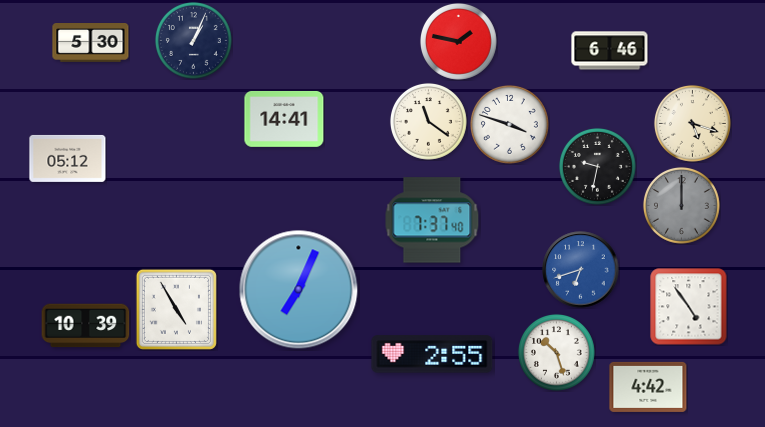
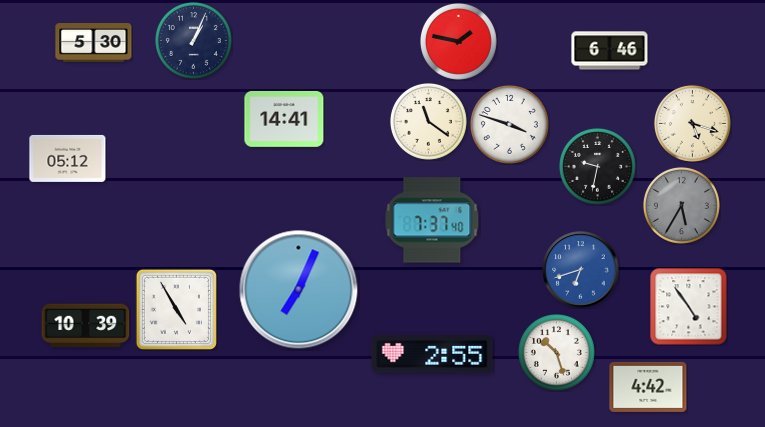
clock at (91, 43) position: (91, 43) -> (94, 43)
clock at (681, 205): 12:00 -> 5:35
